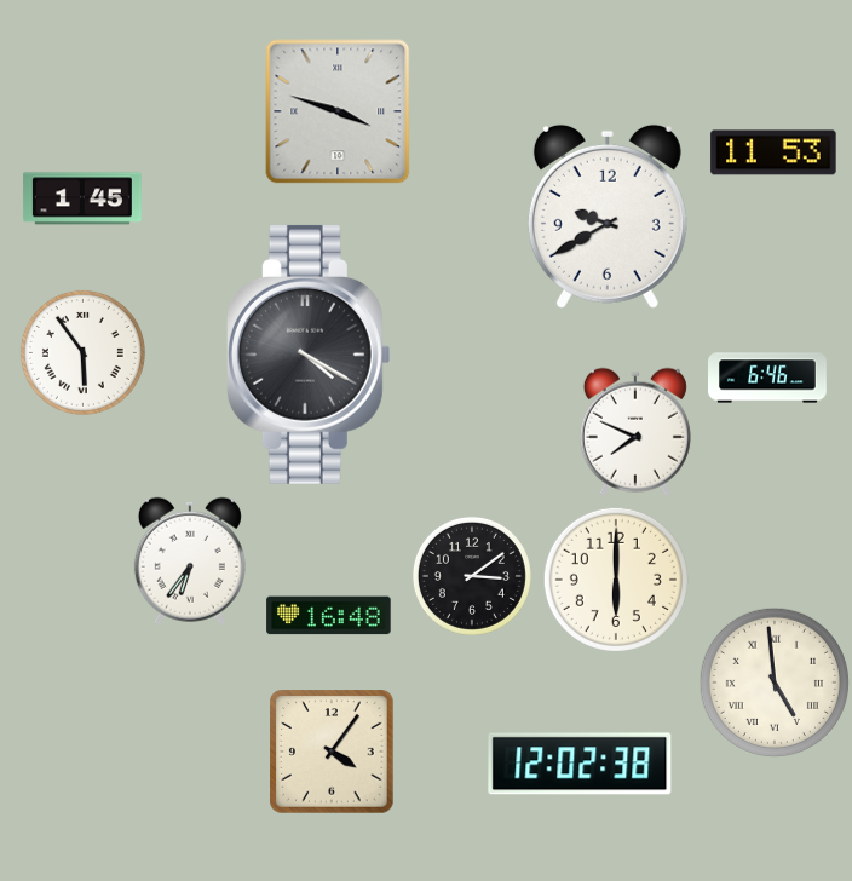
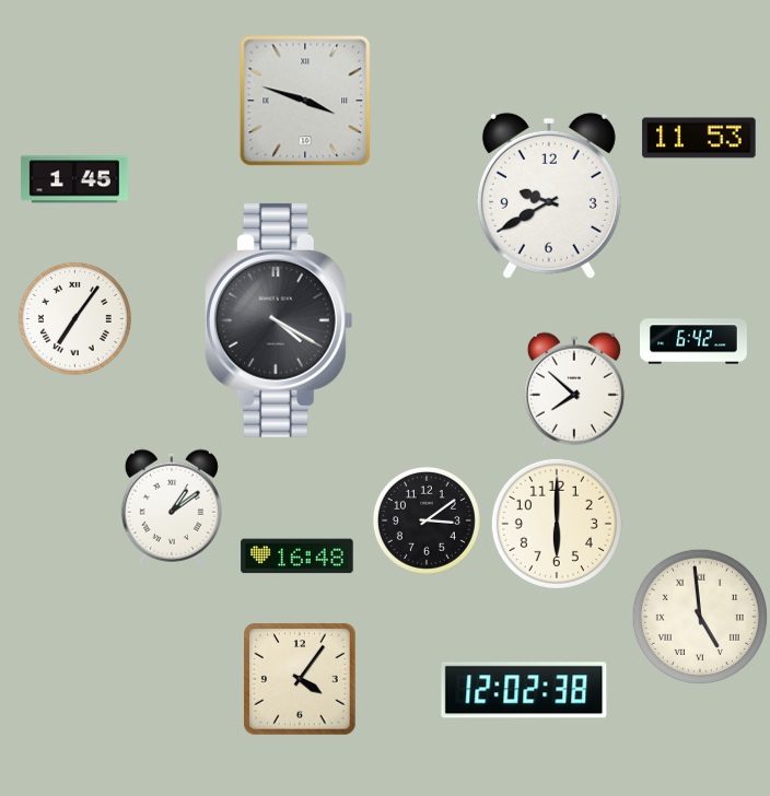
clock at (82, 352): 5:54 -> 7:06
clock at (768, 378): 6:46 -> 6:42
clock at (635, 432): 7:49 -> 7:52
clock at (190, 562): 6:36 -> 1:09
